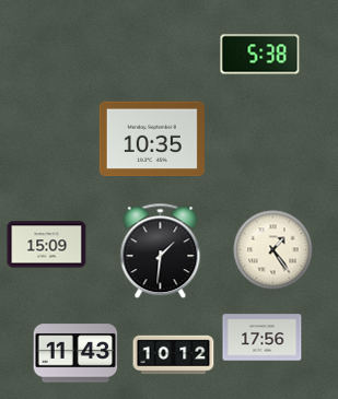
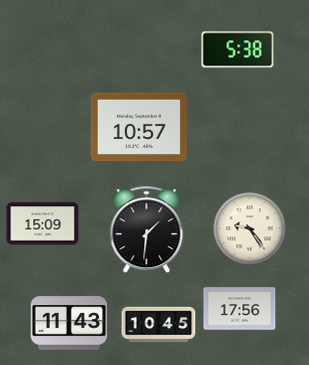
clock at (152, 139): 10:35 -> 10:57
clock at (273, 250): 1:24 -> 9:24
clock at (174, 355): 10:12 -> 10:45
